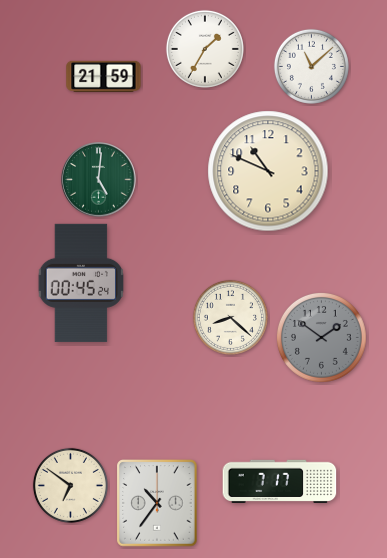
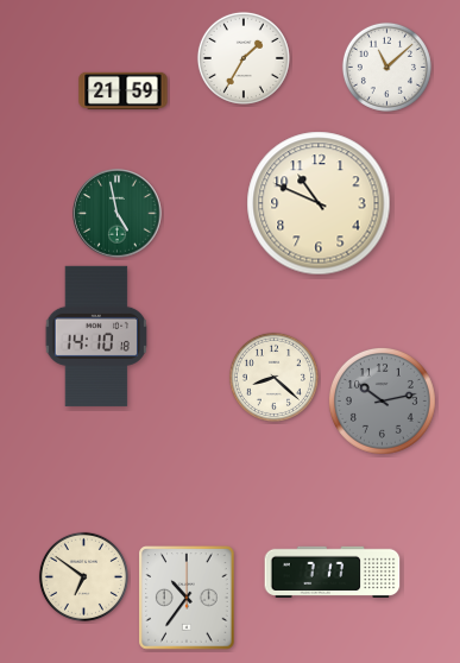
clock at (311, 66) position: (311, 66) -> (386, 67)
clock at (99, 180): 5:01 -> 4:58
clock at (81, 283): 00:45 -> 14:10
clock at (321, 337): 1:51 -> 10:13
